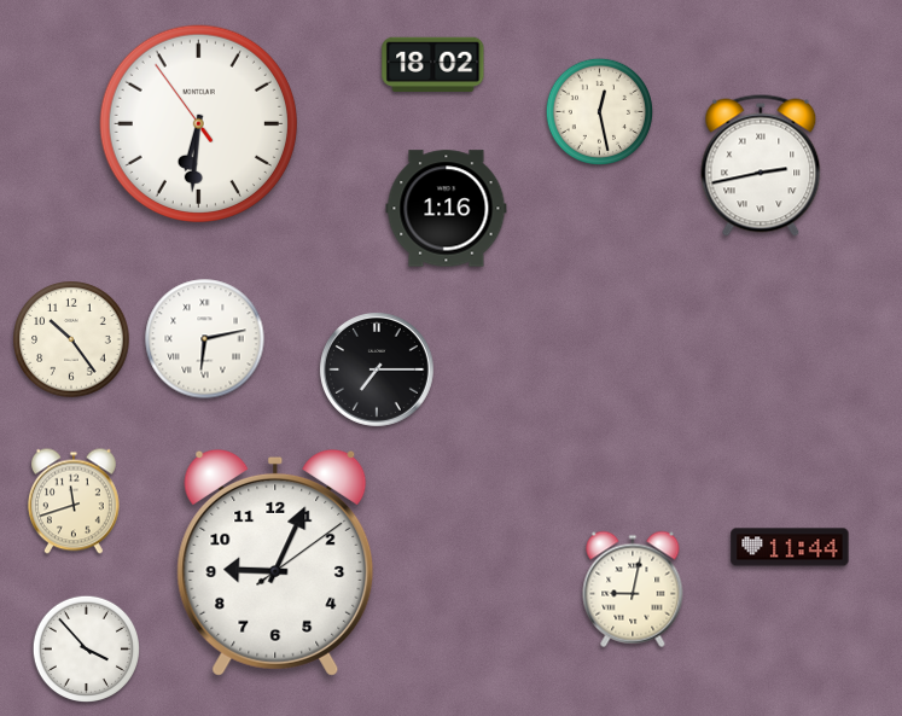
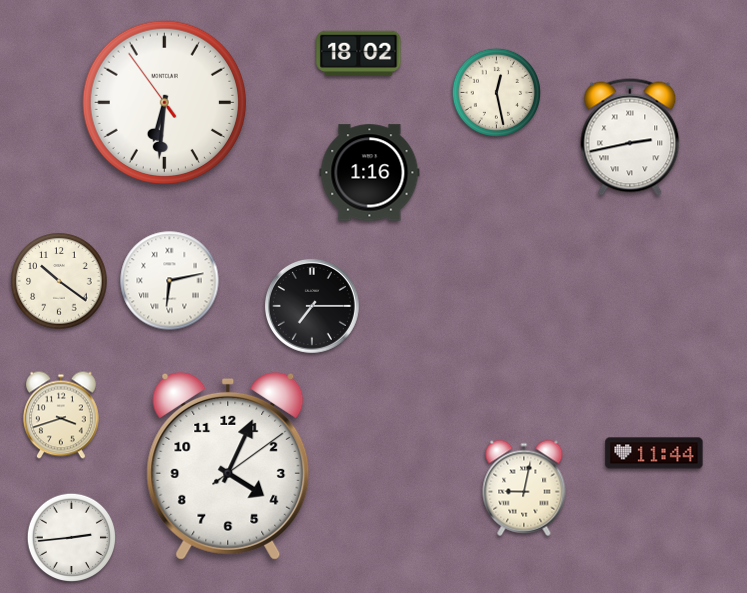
clock at (71, 339): 10:24 -> 10:21
clock at (74, 501): 11:42 -> 3:42
clock at (275, 563): 9:04 -> 4:04
clock at (86, 648): 3:53 -> 2:44
